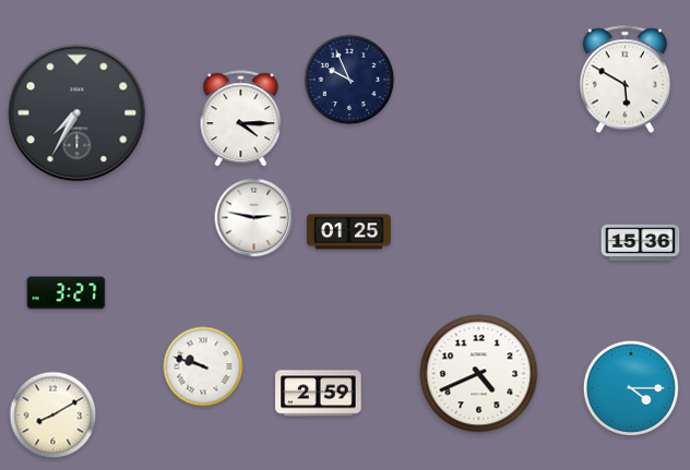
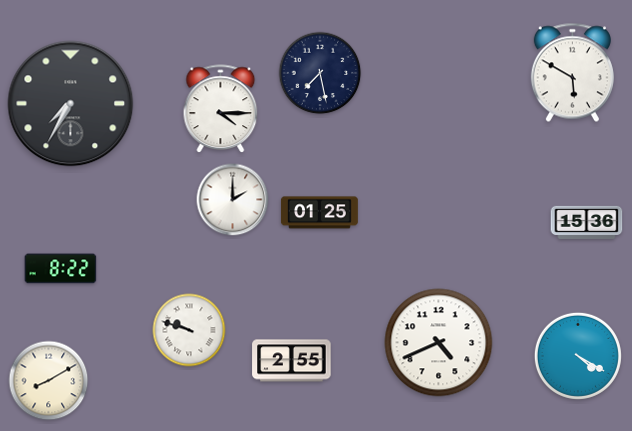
clock at (349, 80): 9:56 -> 7:28
clock at (254, 218): 2:47 -> 2:00
clock at (67, 293): 3:27 -> 8:22
clock at (203, 366) position: (203, 366) -> (189, 330)
clock at (631, 388): 4:15 -> 4:20
clock at (319, 394): 2:59 -> 2:55
